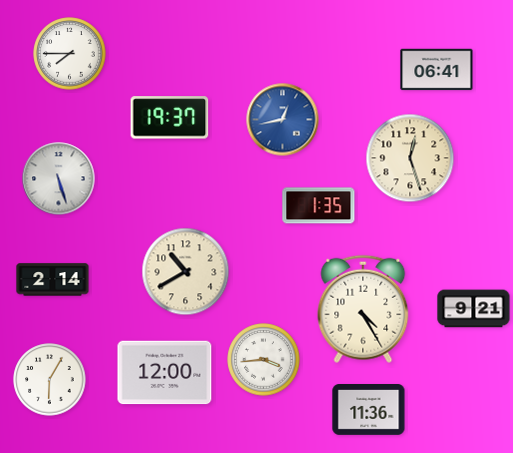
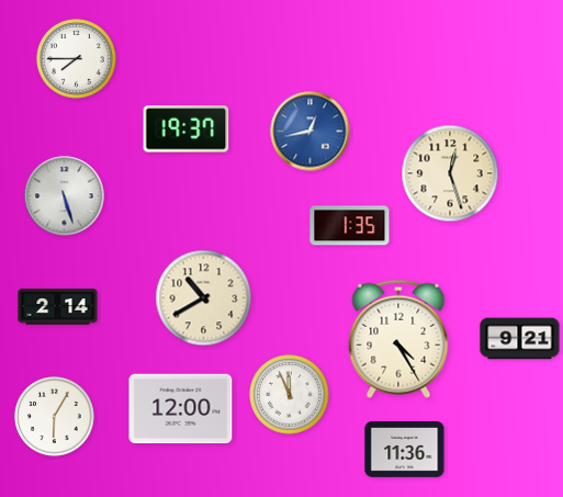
clock at (437, 70): 06:41 -> none
clock at (264, 360): 3:44 -> 11:56
